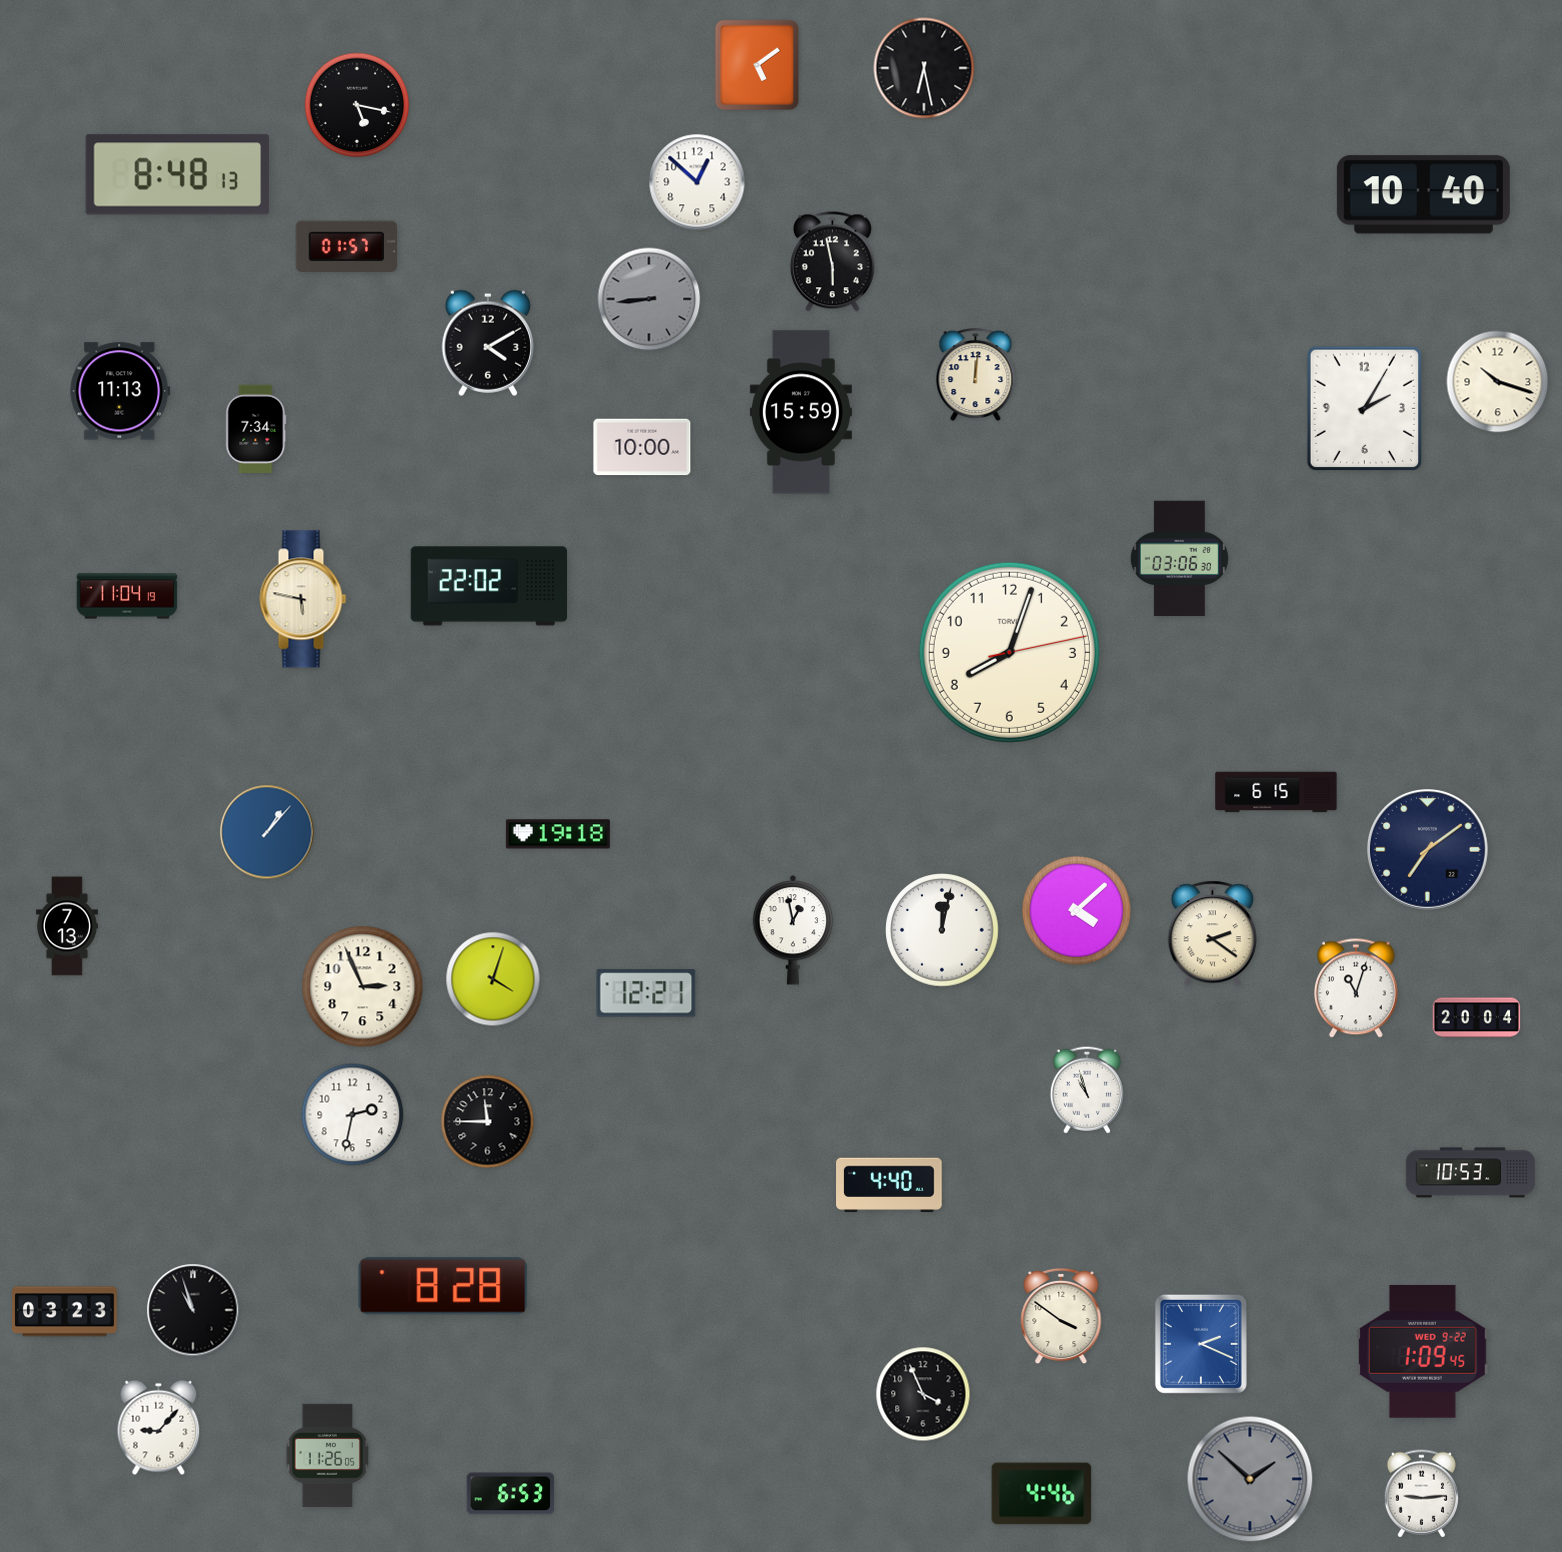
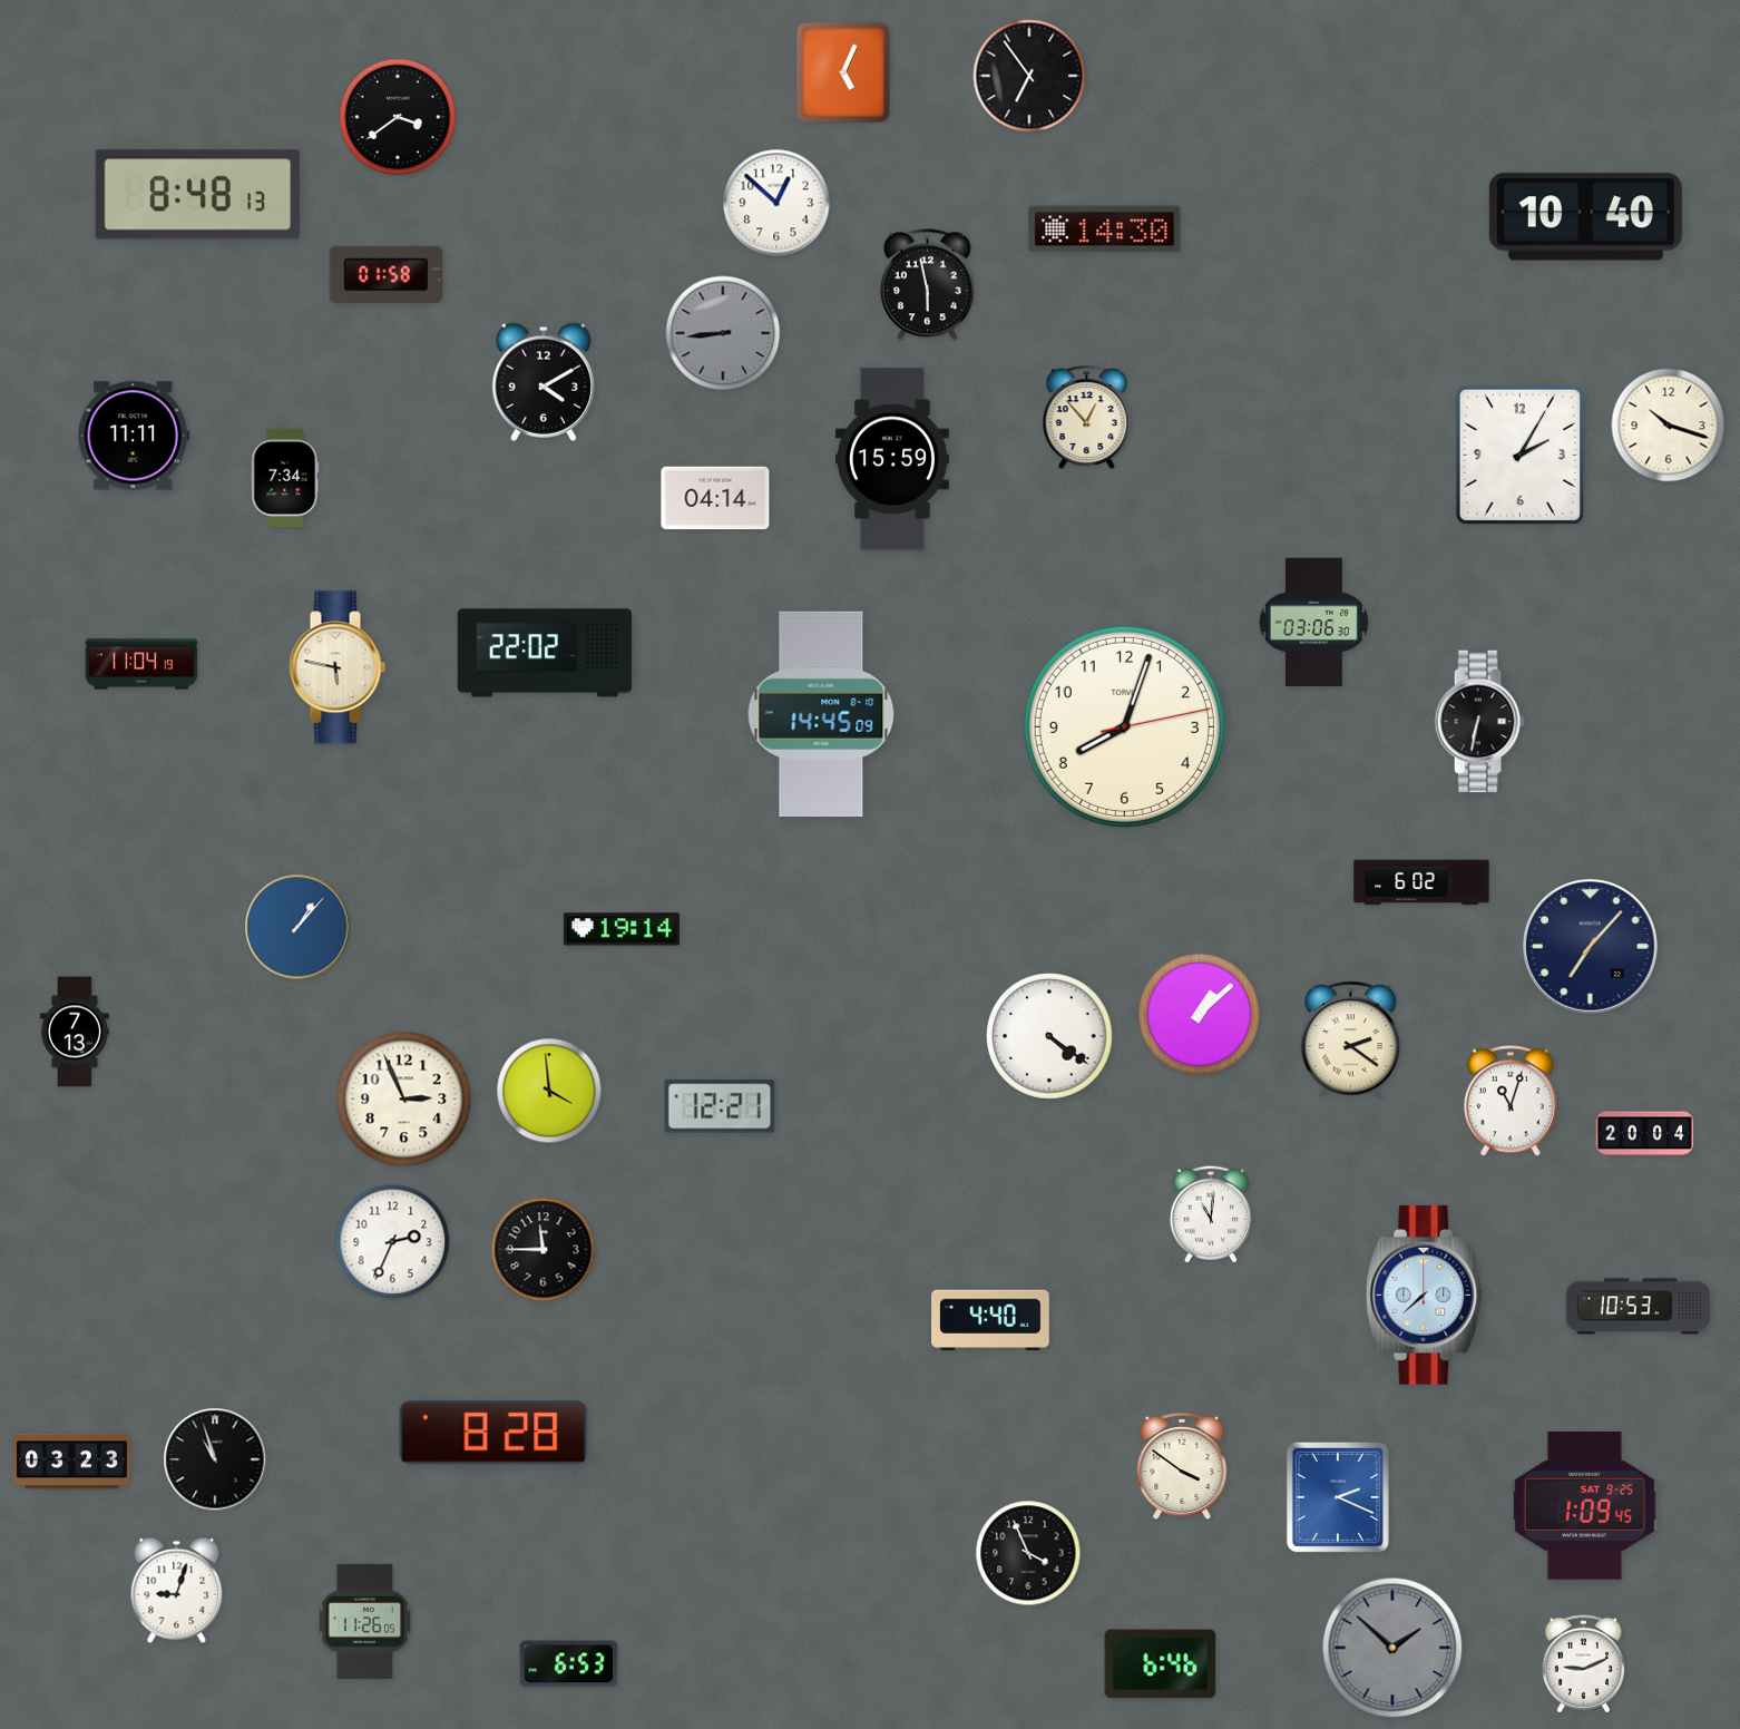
clock at (757, 65): 5:09 -> 5:04
clock at (924, 68): 6:28 -> 6:54
clock at (357, 105): 5:17 -> 3:39
clock at (1105, 229): none -> 14:30
clock at (347, 246): 01:57 -> 01:58
clock at (832, 262) position: (832, 262) -> (927, 285)
clock at (976, 375): 12:01 -> 12:53
clock at (120, 391): 11:13 -> 11:11
clock at (642, 447): 10:00 -> 04:14
clock at (821, 713): none -> 14:45
clock at (1479, 722): none -> 6:32
clock at (1276, 792): 6:15 -> 6:02
clock at (558, 834): 19:18 -> 19:14
clock at (1428, 850): 7:09 -> 7:07
clock at (1076, 910): 4:08 -> 1:08
clock at (942, 930): 12:02 -> 4:21
clock at (793, 931): 12:58 -> none
clock at (493, 979): 4:03 -> 3:59
clock at (1087, 1090): 10:57 -> 11:01
clock at (353, 1115): 2:32 -> 2:34
clock at (1425, 1296): none -> 7:38
clock at (1422, 1351) date: WED 9-22 -> SAT 9-25
clock at (159, 1428): 9:07 -> 9:03
clock at (1042, 1494): 4:46 -> 6:46
clock at (1421, 1494): 9:14 -> 9:11
